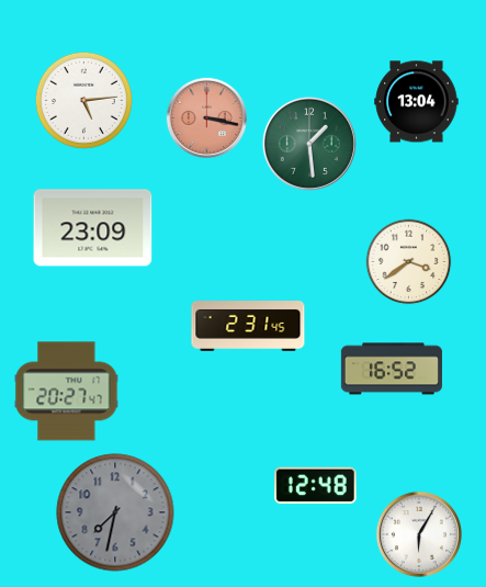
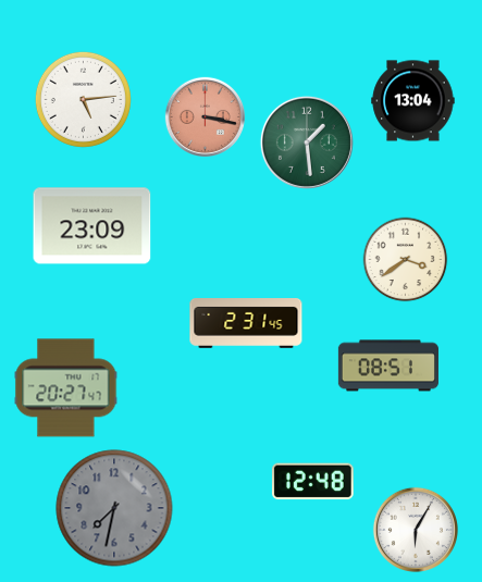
clock at (392, 369): 16:52 -> 08:51
